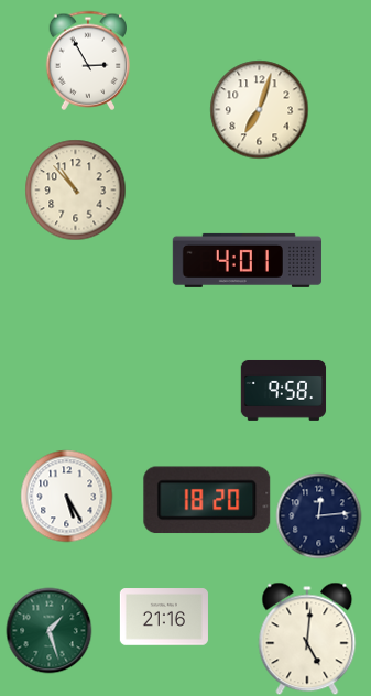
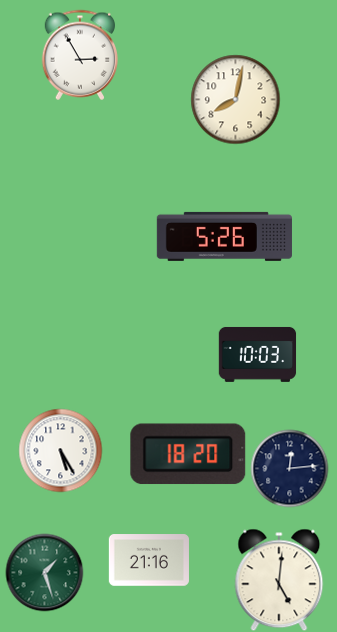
clock at (259, 109): 7:03 -> 8:02
clock at (75, 189): 10:53 -> none
clock at (247, 260): 4:01 -> 5:26
clock at (283, 390): 9:58 -> 10:03
